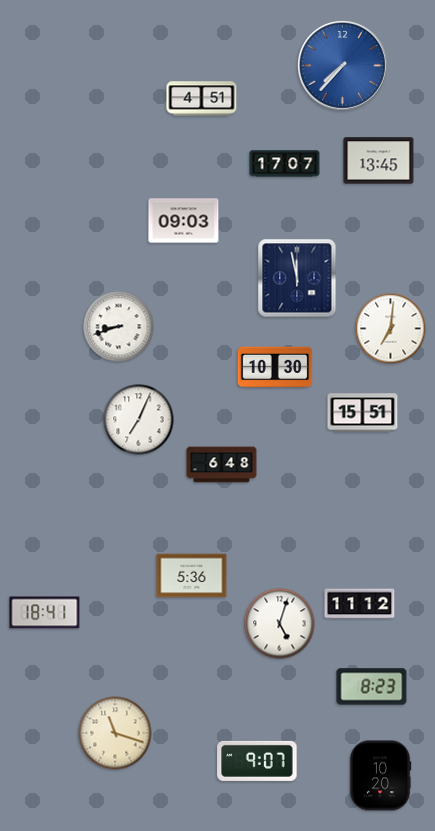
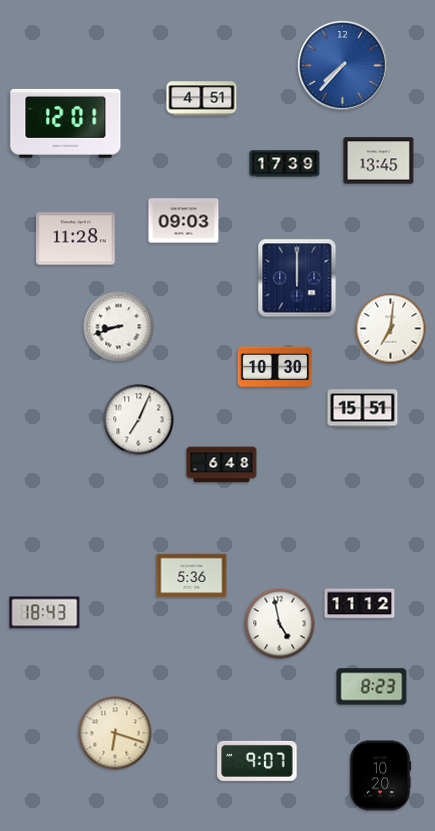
clock at (66, 123): none -> 12:01
clock at (285, 164): 17:07 -> 17:39
clock at (76, 239): none -> 11:28
clock at (297, 278): 11:58 -> 12:00
clock at (363, 413) position: (363, 413) -> (363, 409)
clock at (45, 613): 18:41 -> 18:43
clock at (280, 624): 5:03 -> 4:58
clock at (115, 733): 11:18 -> 6:18
